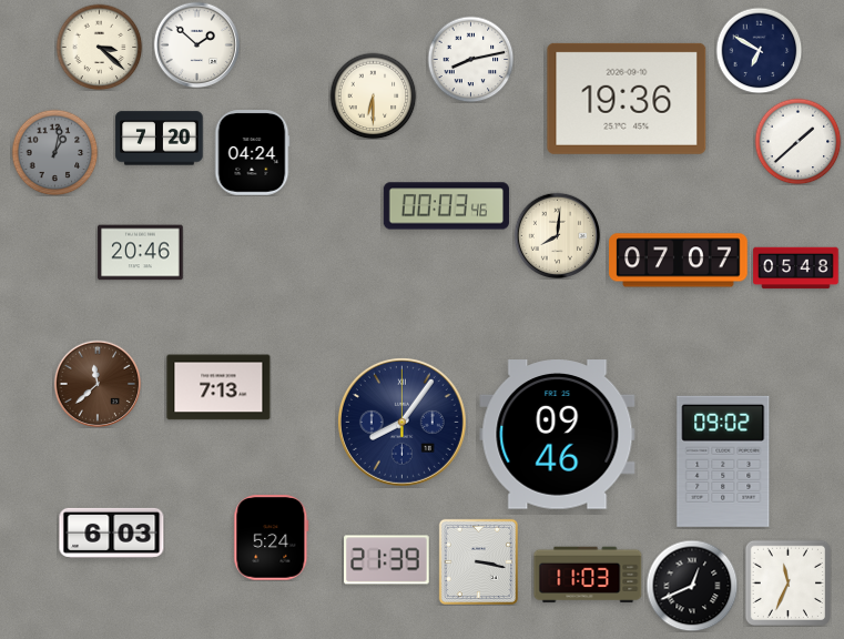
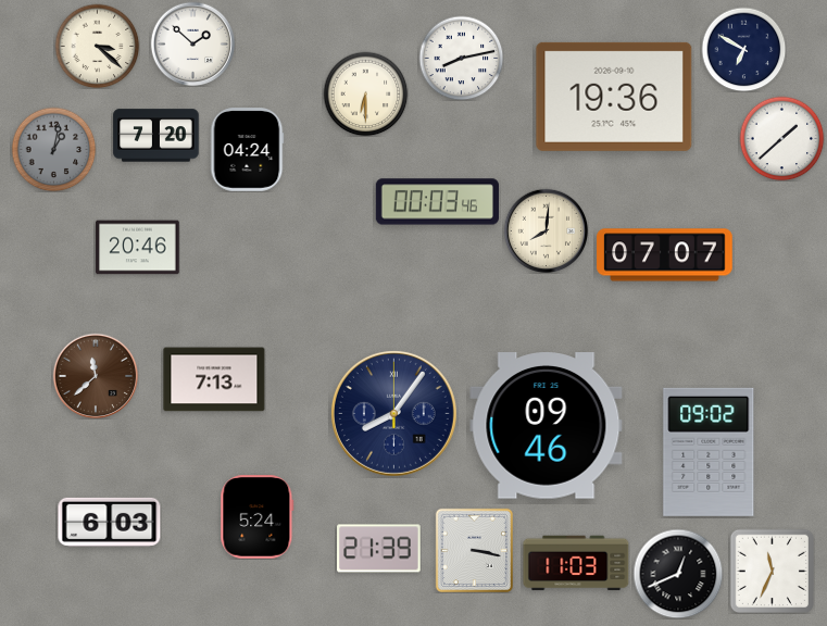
clock at (796, 268): 05:48 -> none
clock at (272, 538) position: (272, 538) -> (258, 517)
clock at (478, 561) position: (478, 561) -> (474, 550)
